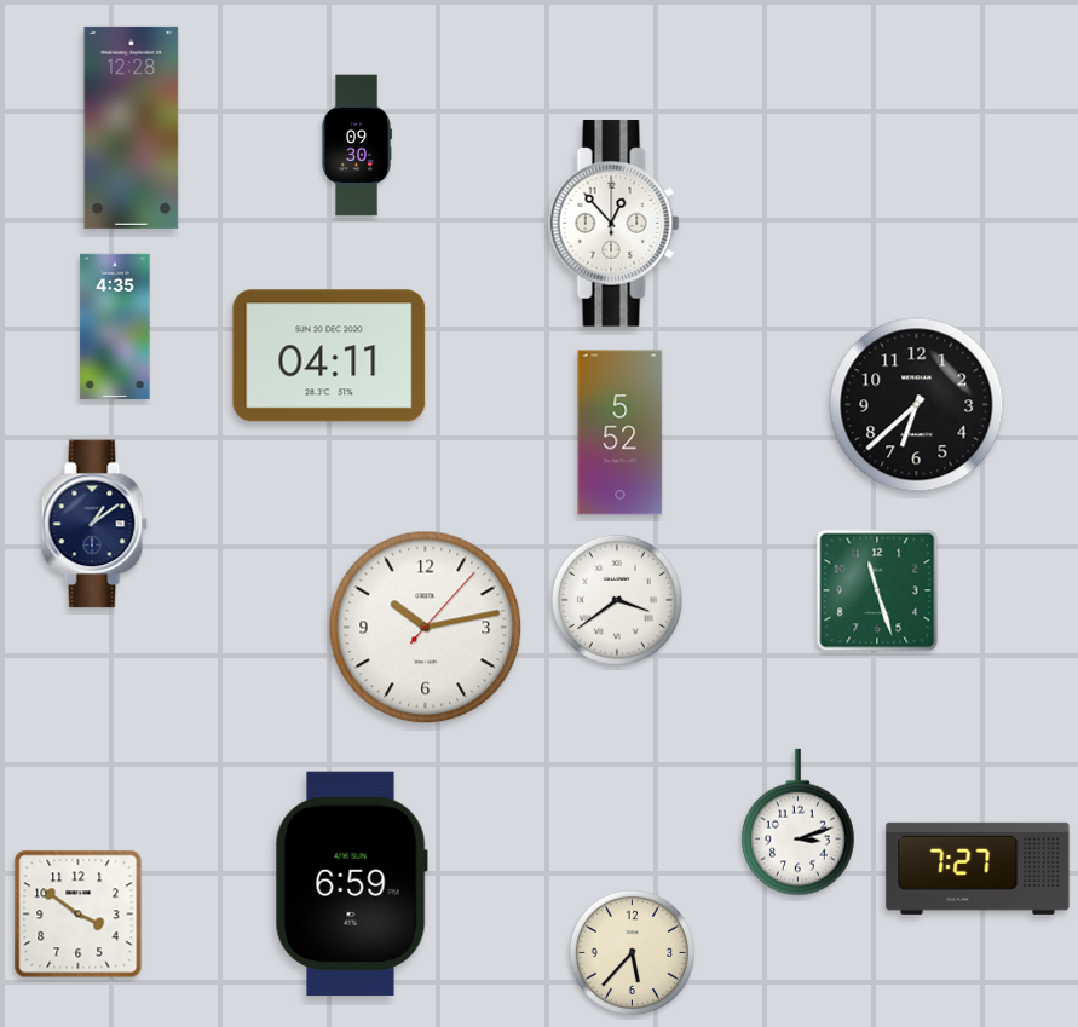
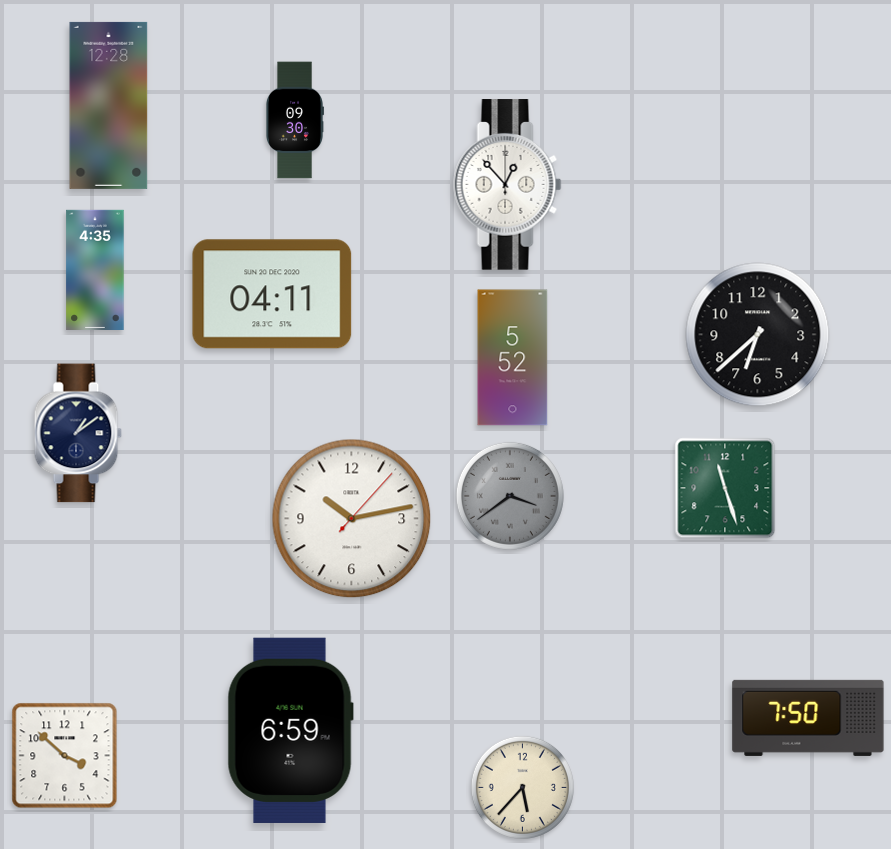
clock at (617, 600) dial: white -> grey
clock at (799, 823): 3:12 -> none
clock at (978, 869): 7:27 -> 7:50
clock at (79, 915): 3:51 -> 3:52
